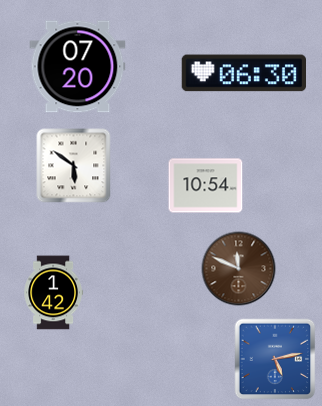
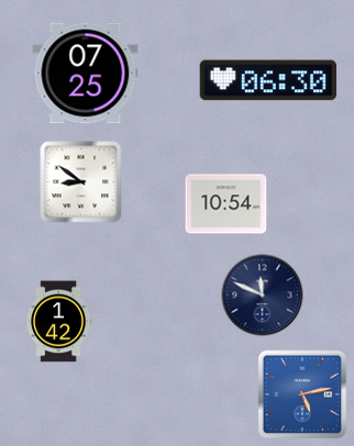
clock at (78, 67): 07:20 -> 07:25
clock at (74, 166): 5:51 -> 8:51
clock at (239, 269) dial: brown -> navy
